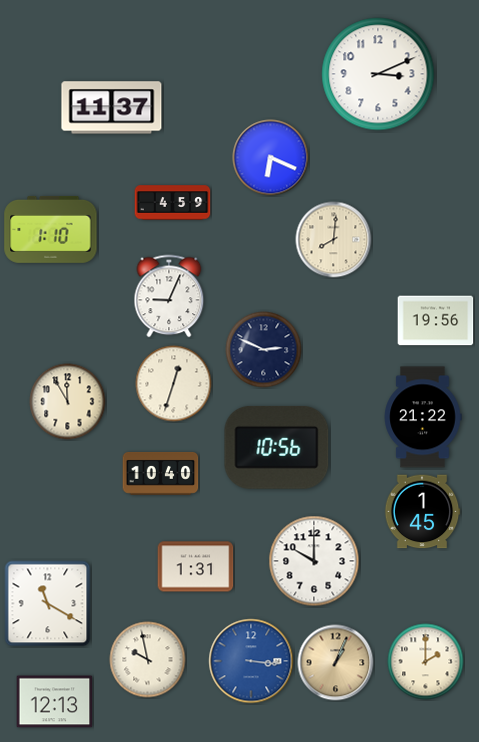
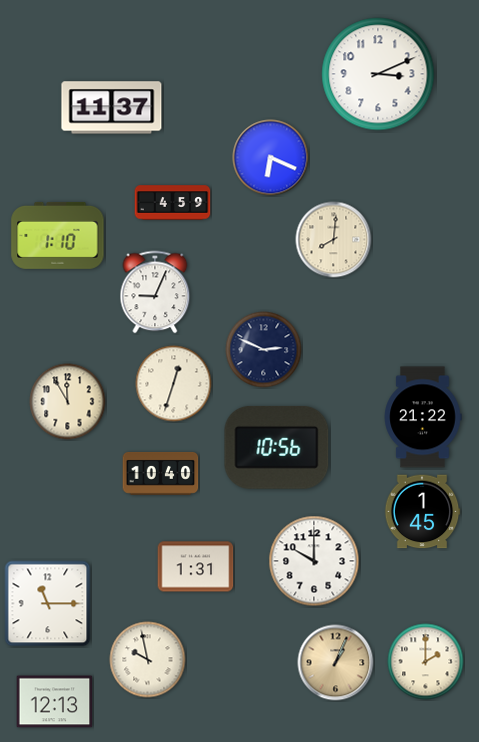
clock at (51, 229) position: (51, 229) -> (58, 235)
clock at (169, 296) position: (169, 296) -> (155, 292)
clock at (436, 321): 19:56 -> none
clock at (48, 604): 11:20 -> 11:15
clock at (251, 661): 3:16 -> none
